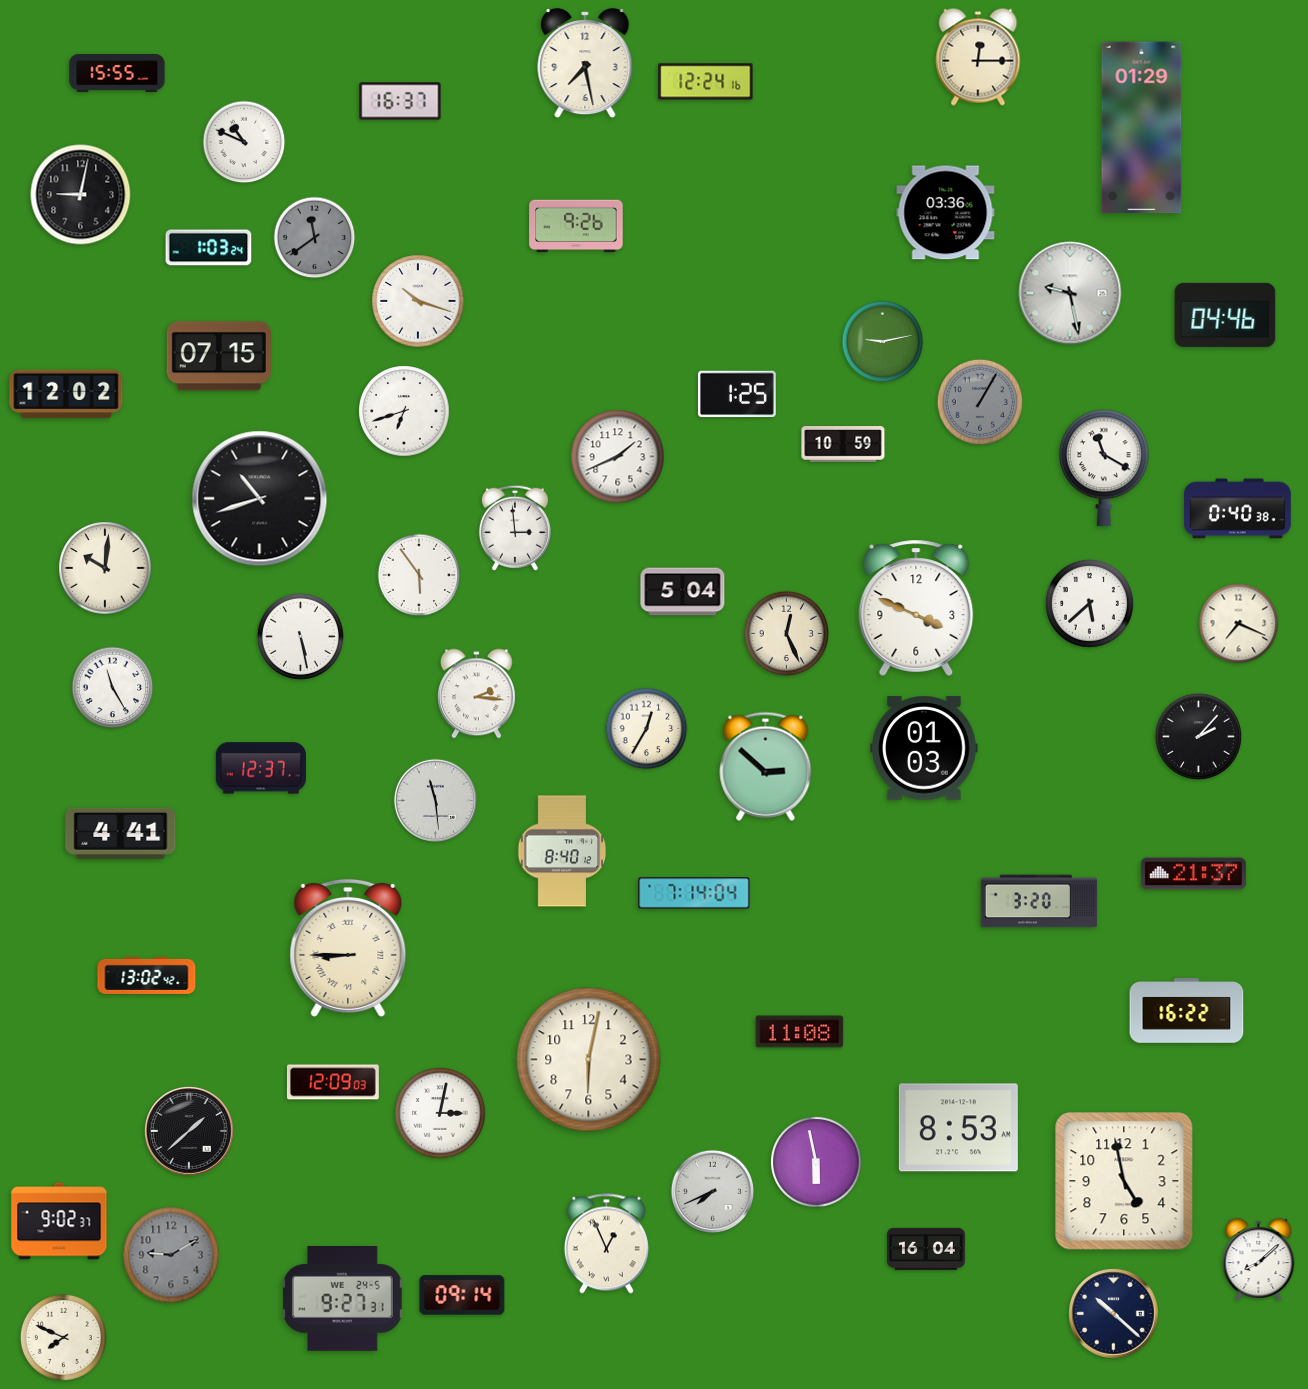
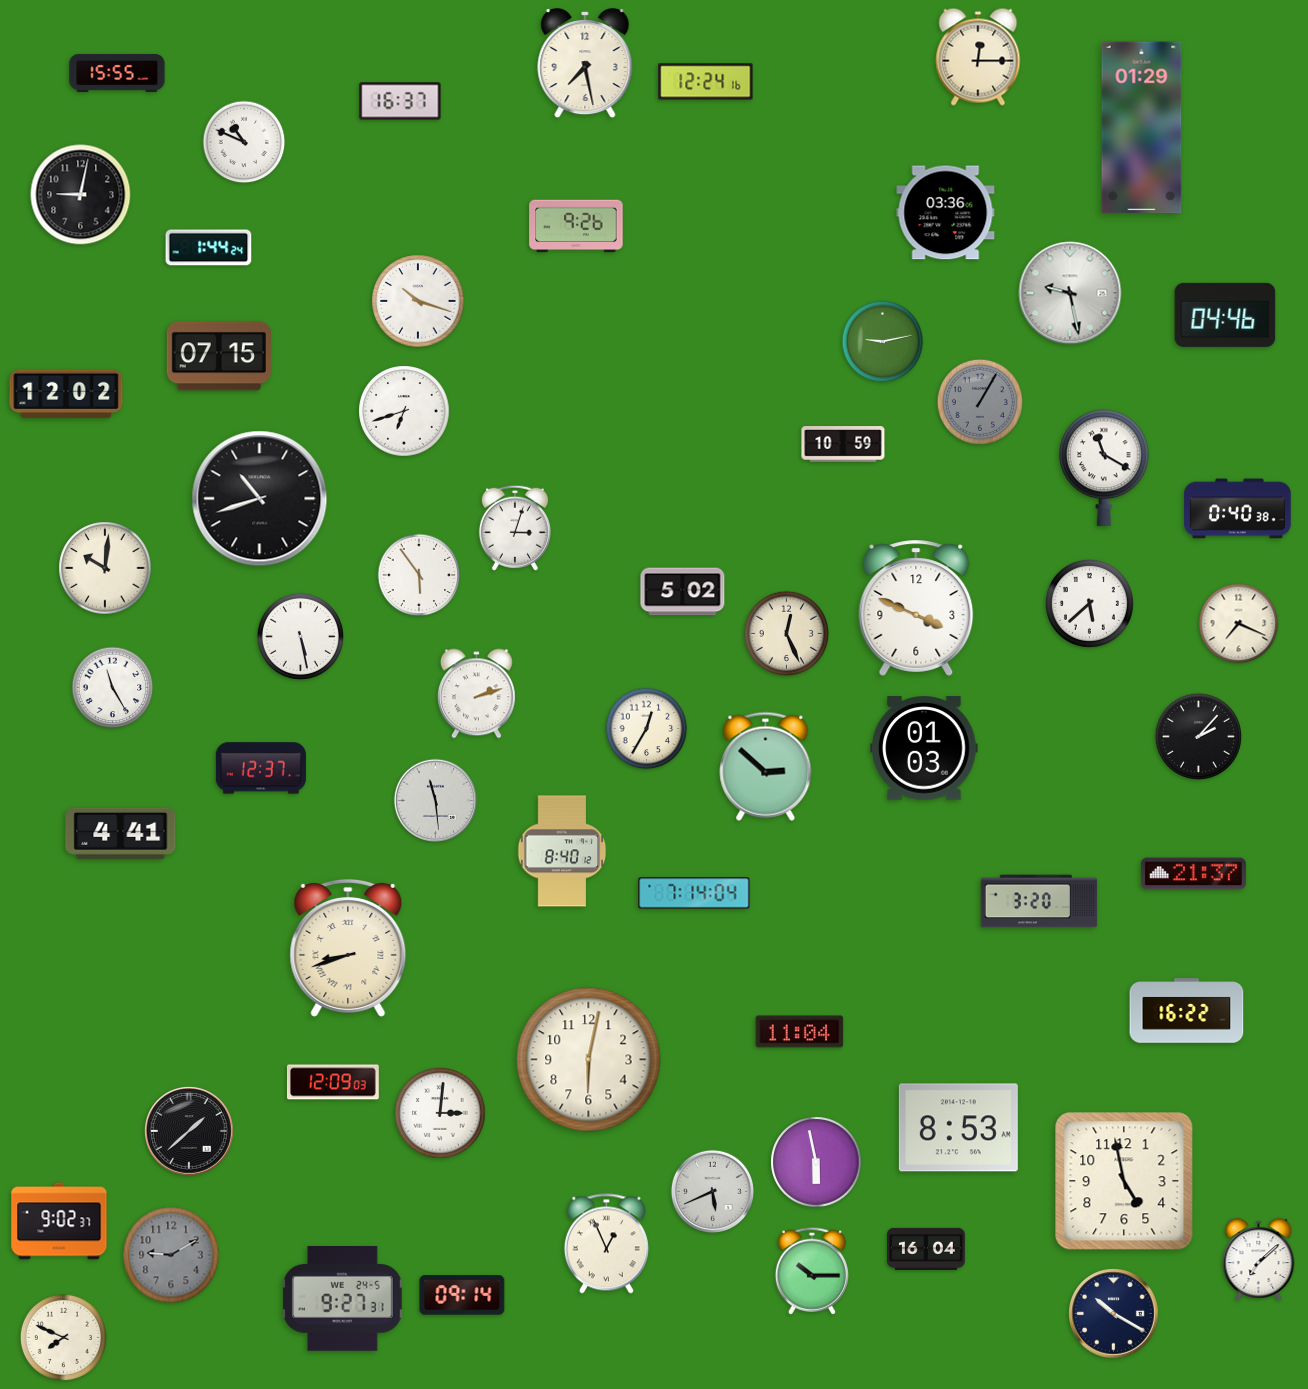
clock at (315, 238): 11:39 -> none
clock at (209, 248): 1:03 -> 1:44
clock at (737, 394): 1:25 -> none
clock at (618, 457): 1:41 -> none
clock at (515, 528): 2:59 -> 3:03
clock at (683, 592): 5:04 -> 5:02
clock at (476, 694): 2:16 -> 2:12
clock at (348, 948): 8:45 -> 8:42
clock at (147, 975): 13:02 -> none
clock at (800, 1032): 11:08 -> 11:04
clock at (440, 1113): 3:02 -> 3:01
clock at (712, 1191): 7:41 -> 5:41
clock at (1259, 1259): 8:08 -> 7:08
clock at (811, 1271): none -> 10:15
clock at (1114, 1314): 10:22 -> 10:20
